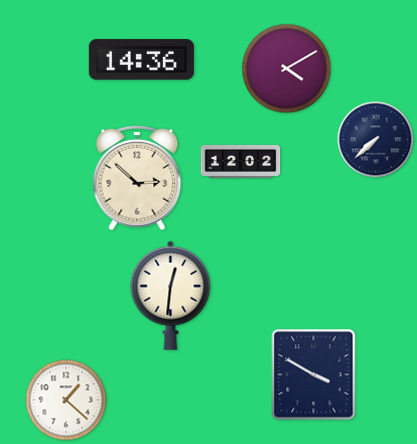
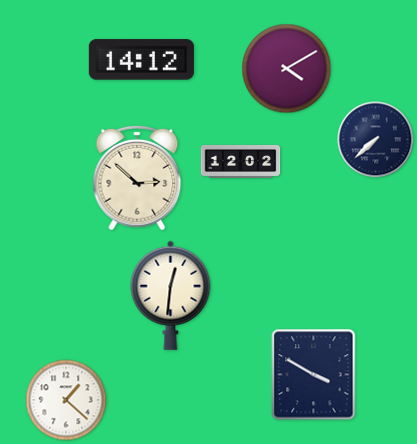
clock at (141, 60): 14:36 -> 14:12
